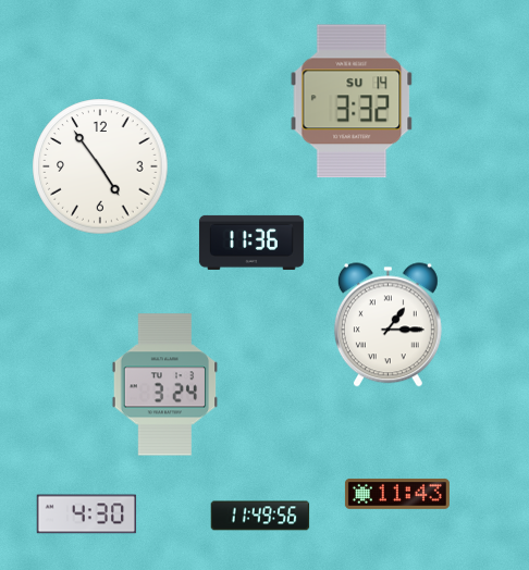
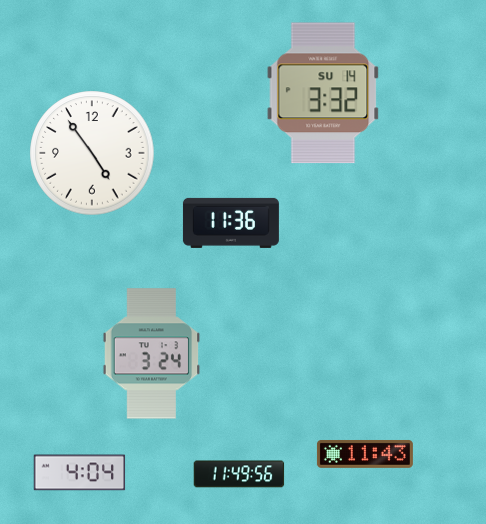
clock at (387, 325): 1:15 -> none
clock at (87, 515): 4:30 -> 4:04
